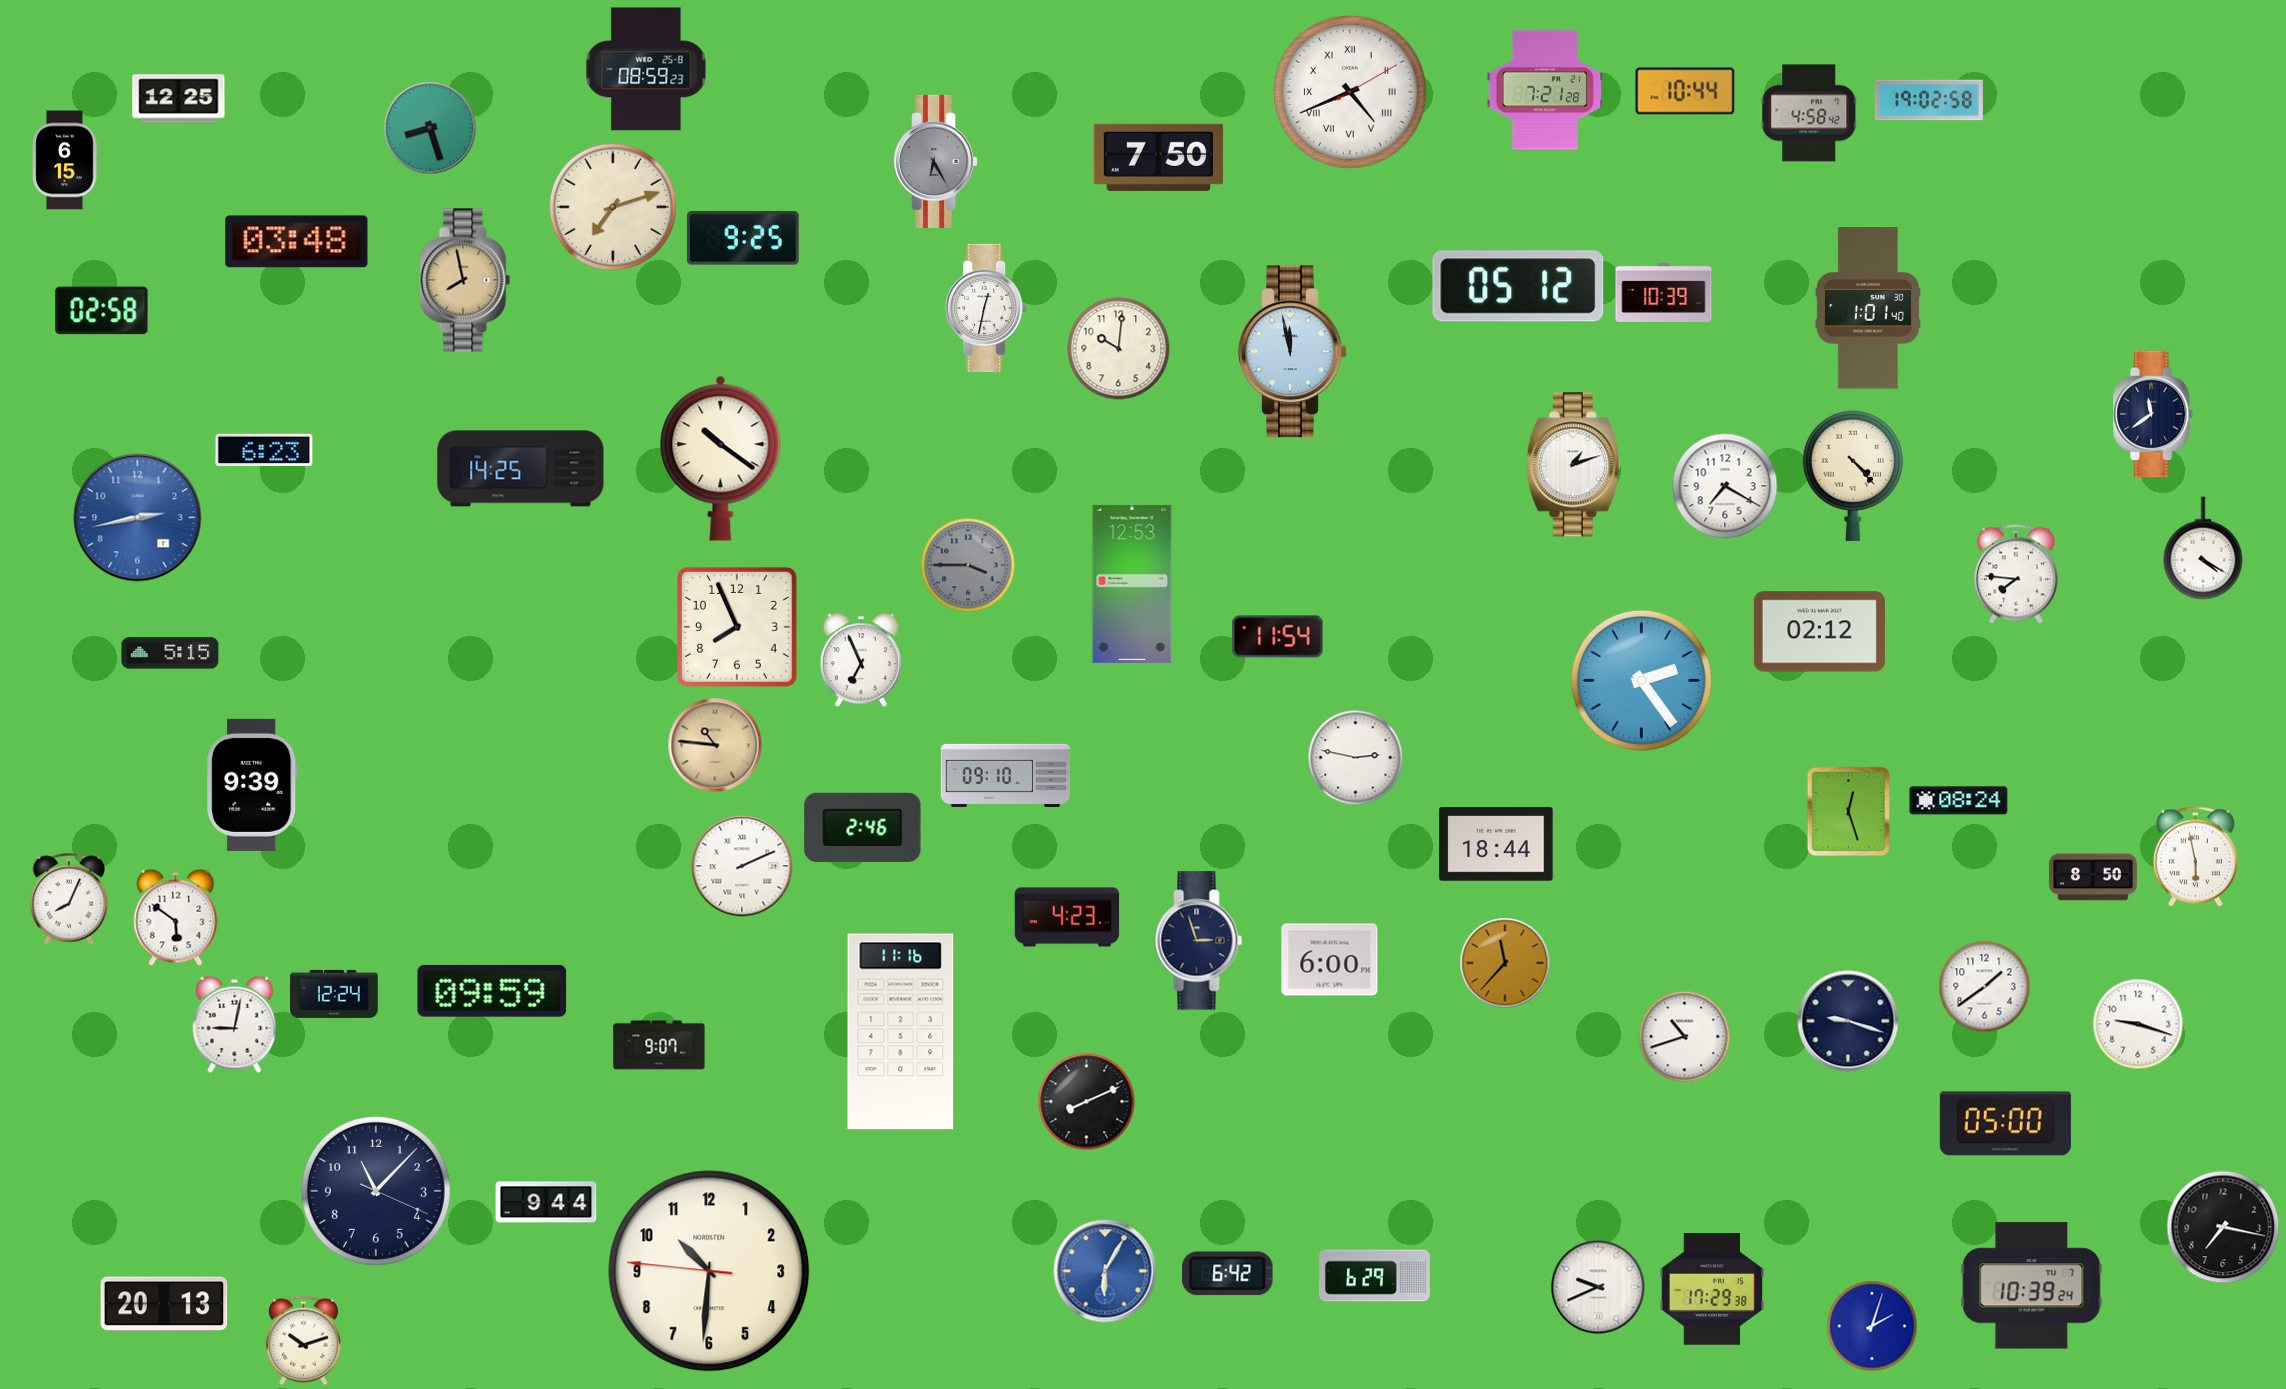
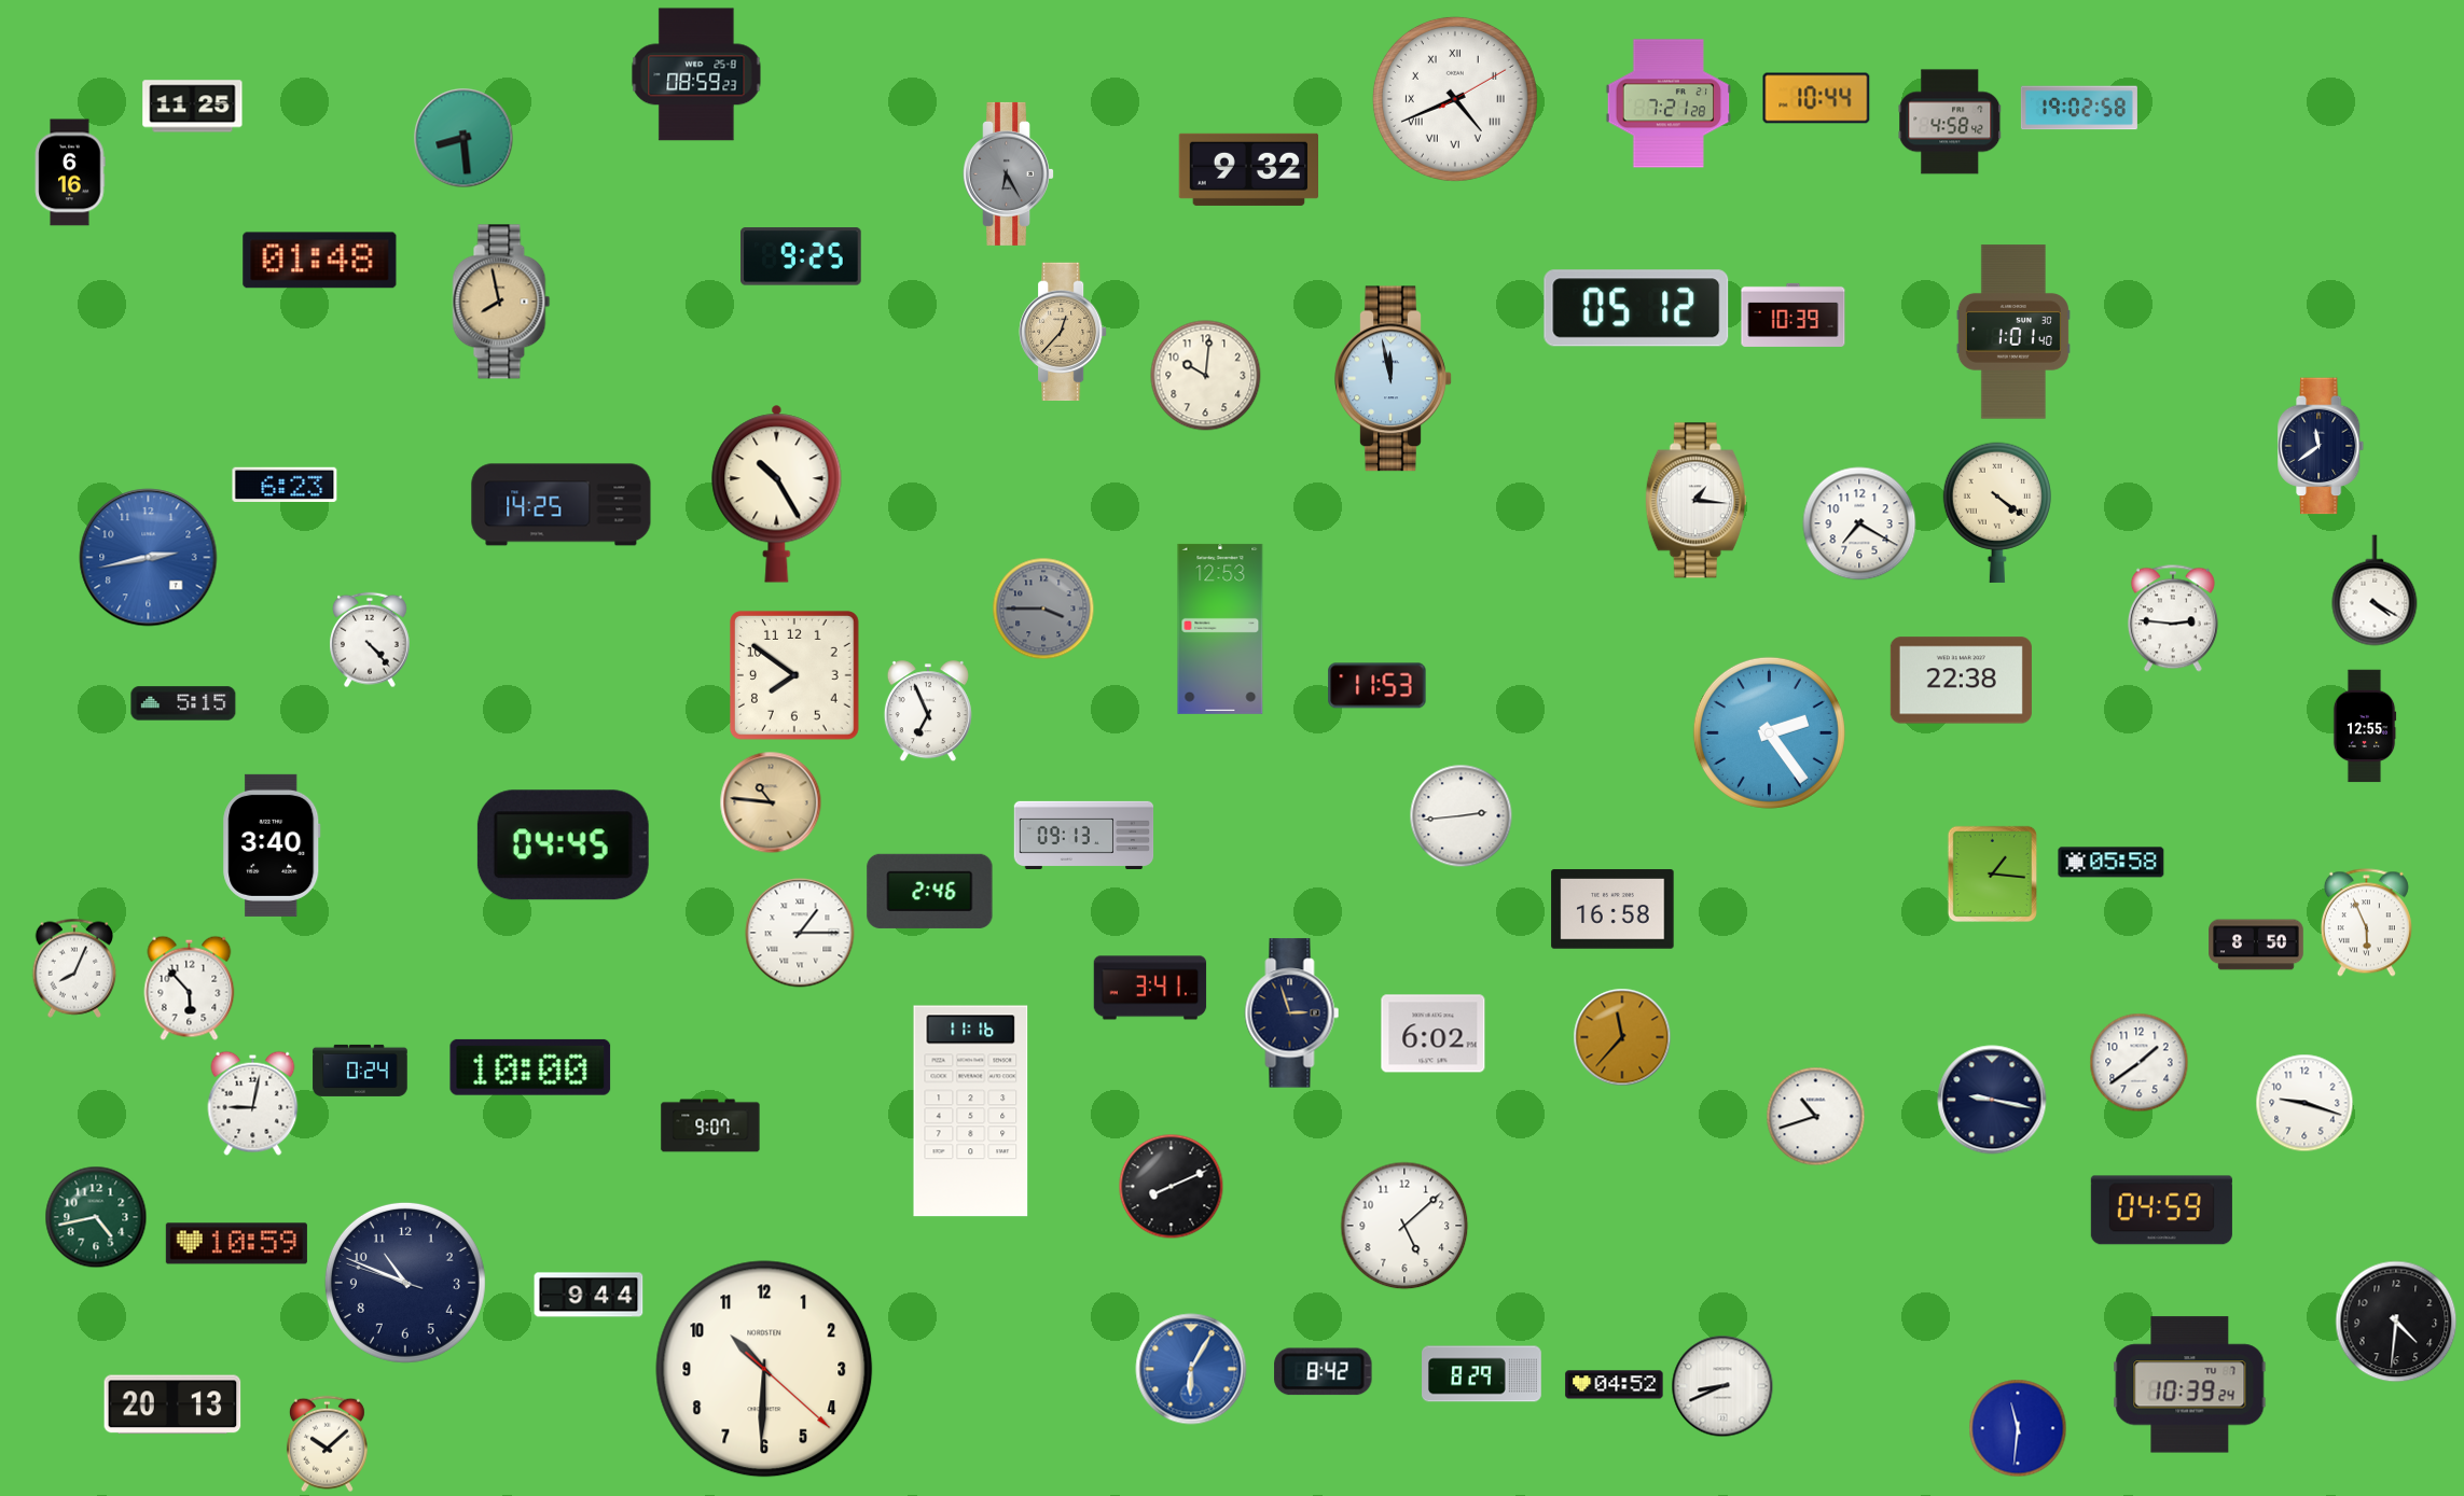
clock at (1545, 90) position: (1545, 90) -> (1669, 103)
clock at (179, 99): 12:25 -> 11:25
clock at (430, 128): 8:27 -> 8:29
clock at (1158, 157): 7:50 -> 9:32
clock at (65, 160): 6:15 -> 6:16
clock at (613, 207): 7:12 -> none
clock at (297, 242): 03:48 -> 01:48
clock at (986, 308): 12:32 -> 12:37
clock at (986, 308) dial: white -> champagne
clock at (102, 311): 02:58 -> none
clock at (721, 458): 10:21 -> 10:25
clock at (1573, 465): 1:12 -> 1:16
clock at (1853, 476): 4:23 -> 4:21
clock at (2016, 574): 7:46 -> 2:46
clock at (371, 640): none -> 4:23
clock at (738, 628): 7:56 -> 7:51
clock at (1819, 632): 02:12 -> 22:38
clock at (1278, 637): 11:54 -> 11:53
clock at (2365, 726): none -> 12:55
clock at (1356, 758): 2:47 -> 2:44
clock at (1006, 775): 09:10 -> 09:13
clock at (252, 785): 9:39 -> 3:40
clock at (563, 845): none -> 04:45
clock at (1959, 801): 08:24 -> 05:58
clock at (1848, 811): 12:27 -> 1:16
clock at (1496, 844): 18:44 -> 16:58
clock at (2195, 857): 5:58 -> 5:56
clock at (742, 866): 2:11 -> 1:15
clock at (176, 917): 5:51 -> 5:53
clock at (1067, 917): 4:23 -> 3:41
clock at (1330, 960): 6:00 -> 6:02
clock at (492, 991): 09:59 -> 10:00
clock at (334, 994): 12:24 -> 0:24
clock at (1848, 1021): 9:18 -> 9:17
clock at (2005, 1124): 05:00 -> 04:59
clock at (96, 1217): none -> 4:43
clock at (1404, 1226): none -> 5:08
clock at (236, 1244): none -> 10:59
clock at (376, 1191): 11:07 -> 10:48
clock at (2223, 1227): 7:17 -> 4:31
clock at (709, 1271): 10:30:46 -> 10:30:22
clock at (1228, 1274): 6:42 -> 8:42
clock at (1375, 1276): 6:29 -> 8:29
clock at (1615, 1385): none -> 04:52
clock at (1598, 1287): 9:41 -> 8:41
clock at (1712, 1289): 17:29 -> none
clock at (164, 1304) position: (164, 1304) -> (172, 1404)
clock at (1872, 1326): 2:03 -> 11:31
clock at (303, 1341): 10:12 -> 10:08
